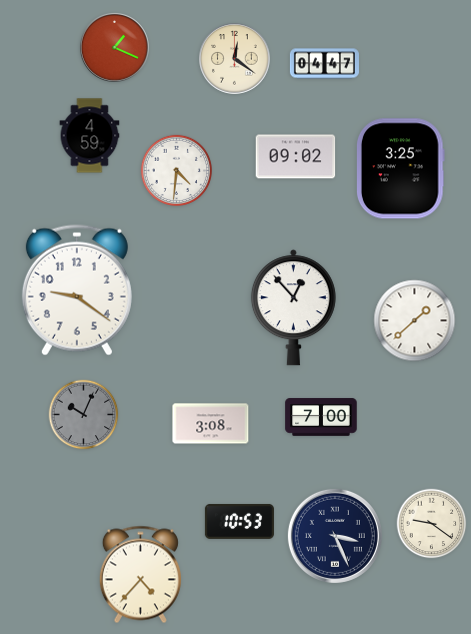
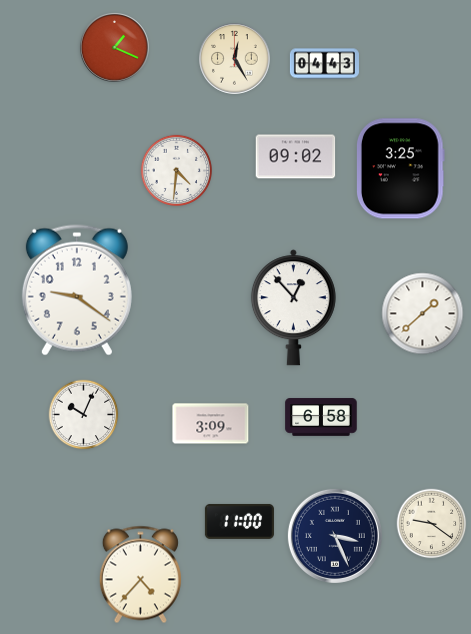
clock at (235, 59): 12:21 -> 12:25
clock at (324, 64): 04:47 -> 04:43
clock at (90, 136): 4:59 -> none
clock at (415, 321) position: (415, 321) -> (423, 314)
clock at (84, 415) dial: grey -> white
clock at (321, 417): 7:00 -> 6:58
clock at (211, 424): 3:08 -> 3:09
clock at (239, 521): 10:53 -> 11:00
